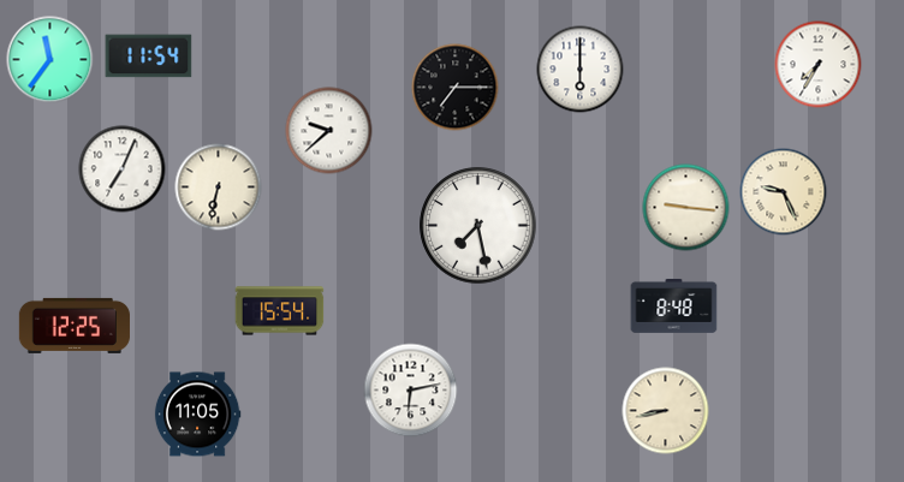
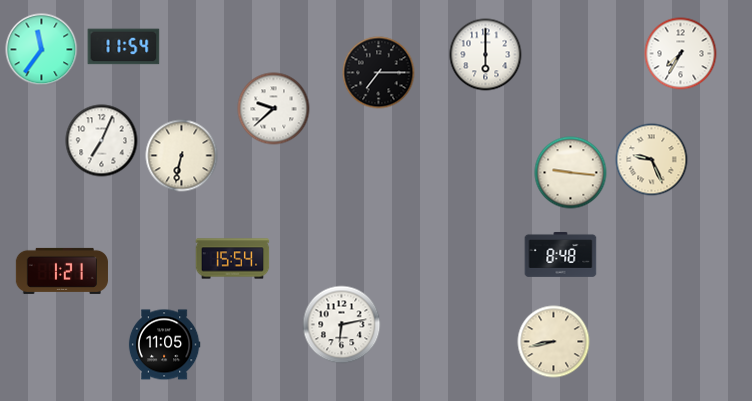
clock at (581, 70) position: (581, 70) -> (486, 55)
clock at (478, 226): 7:28 -> none
clock at (75, 326): 12:25 -> 1:21
